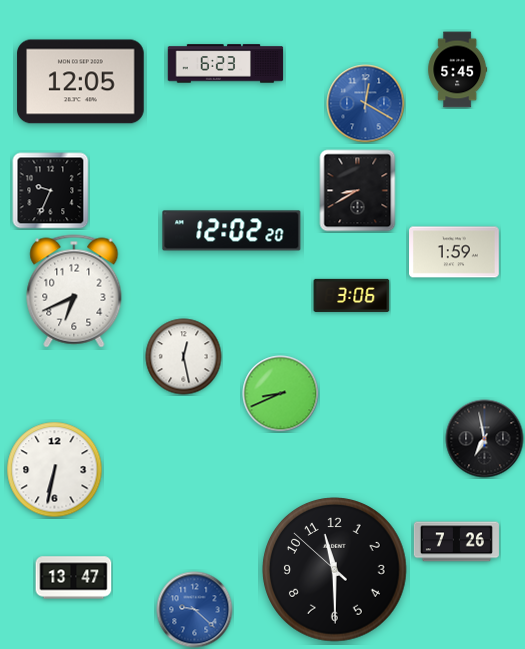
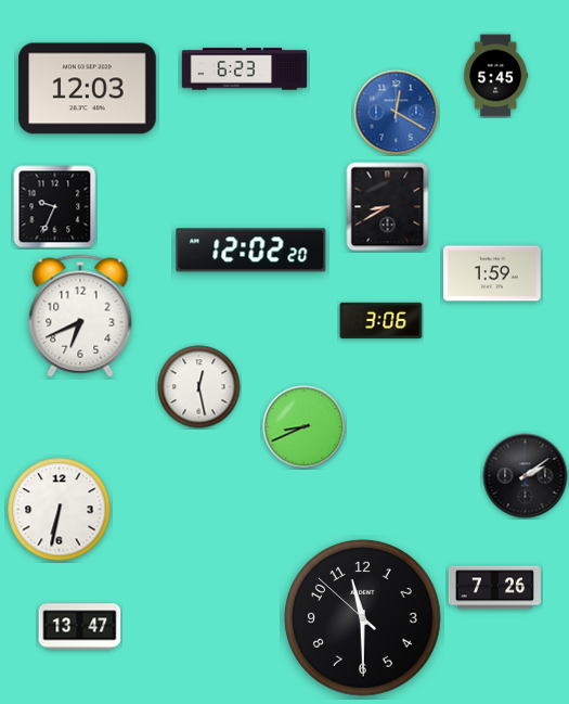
clock at (81, 82): 12:05 -> 12:03
clock at (485, 439): 6:58 -> 2:09
clock at (195, 610): 9:22 -> none
